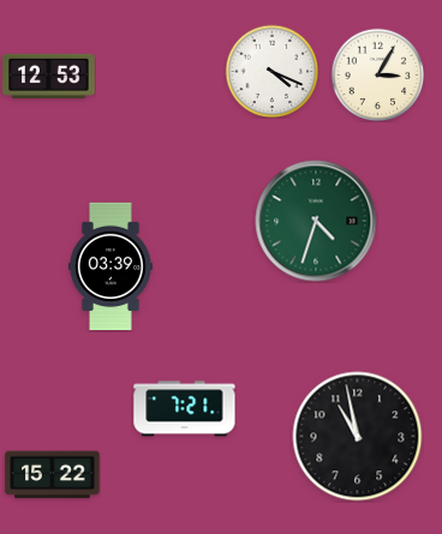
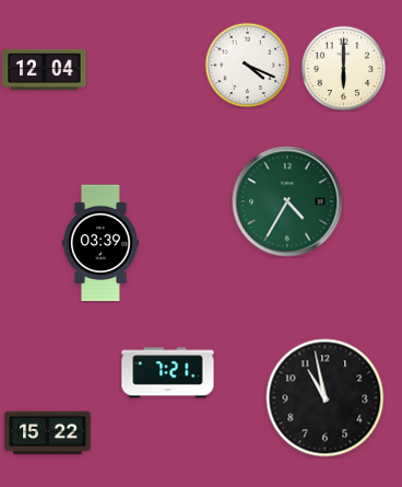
clock at (377, 74): 3:05 -> 6:00
clock at (49, 76): 12:53 -> 12:04
clock at (316, 221): 4:33 -> 4:35
